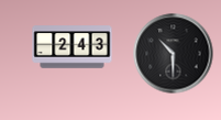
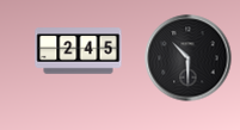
clock at (73, 47): 2:43 -> 2:45
